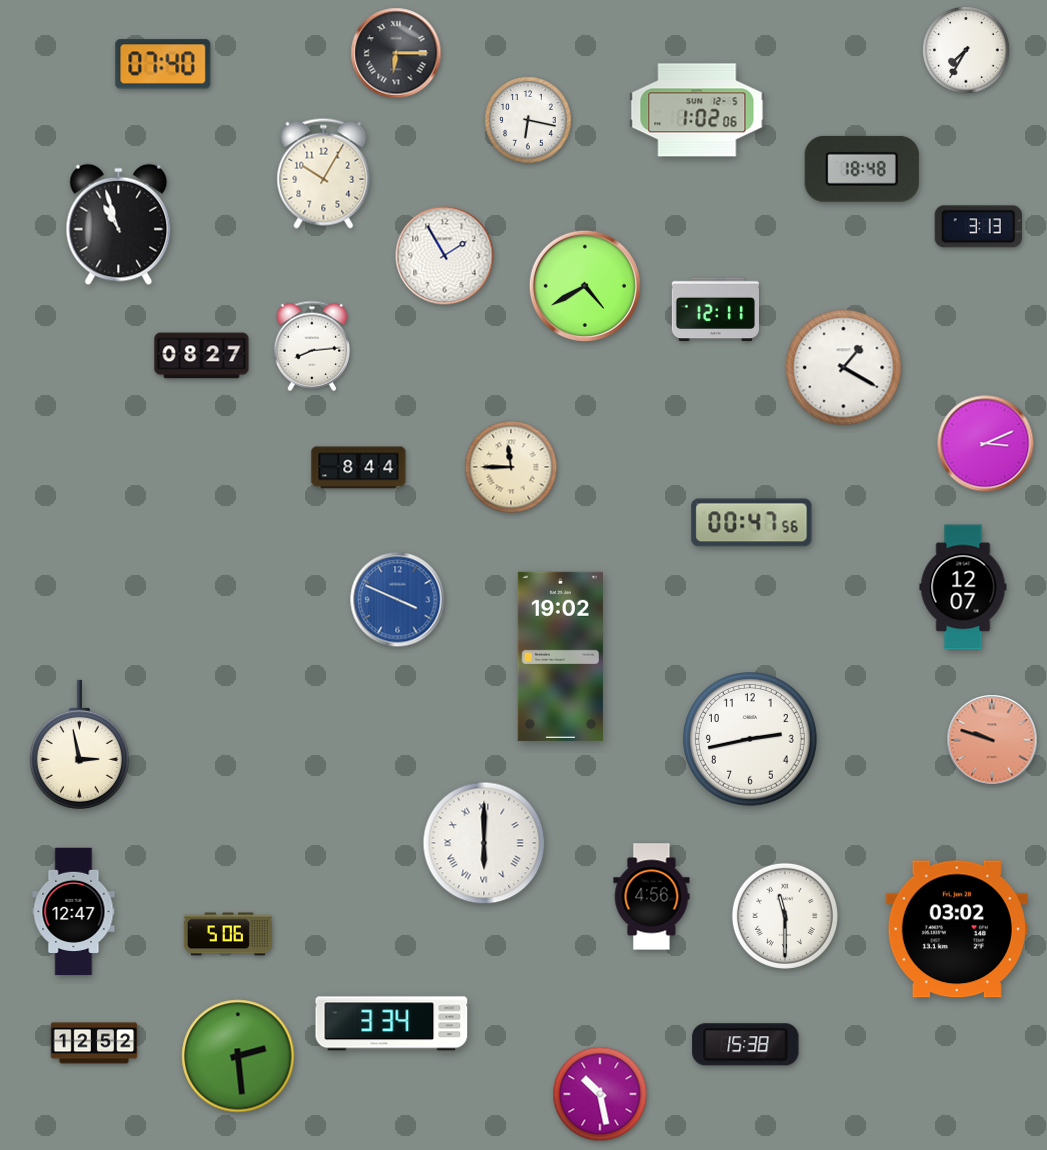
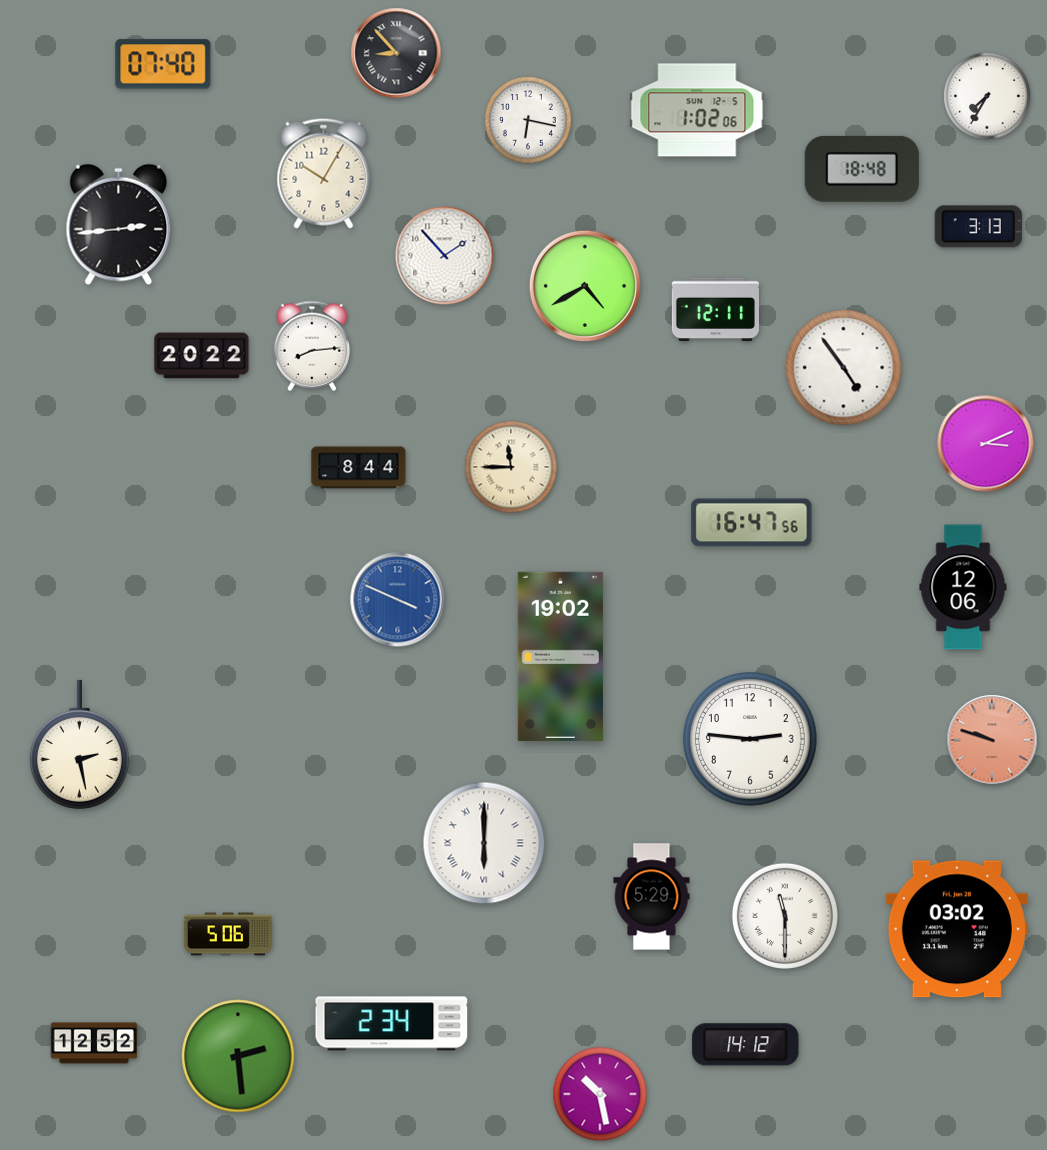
clock at (966, 50) position: (966, 50) -> (987, 96)
clock at (396, 53): 6:15 -> 8:53
clock at (119, 225): 10:57 -> 2:44
clock at (445, 256): 1:55 -> 1:53
clock at (202, 356): 08:27 -> 20:22
clock at (844, 368): 1:20 -> 4:54
clock at (752, 523): 00:47 -> 16:47
clock at (963, 587): 12:07 -> 12:06
clock at (751, 740): 2:43 -> 2:46
clock at (79, 744): 2:58 -> 2:28
clock at (652, 897): 4:56 -> 5:29
clock at (74, 912): 12:47 -> none
clock at (392, 1024): 3:34 -> 2:34
clock at (746, 1045): 15:38 -> 14:12
